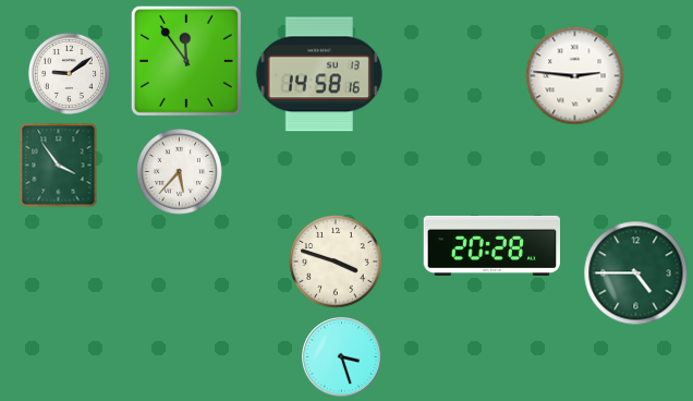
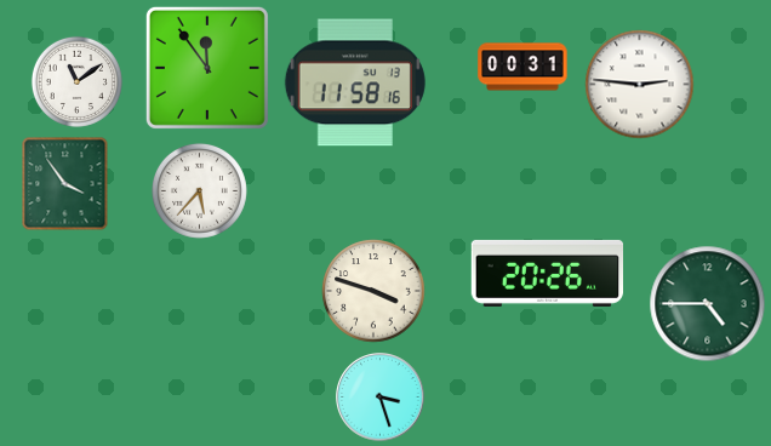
clock at (522, 67): none -> 00:31
clock at (69, 73): 9:09 -> 11:09
clock at (319, 74): 14:58 -> 11:58
clock at (491, 245): 20:28 -> 20:26
